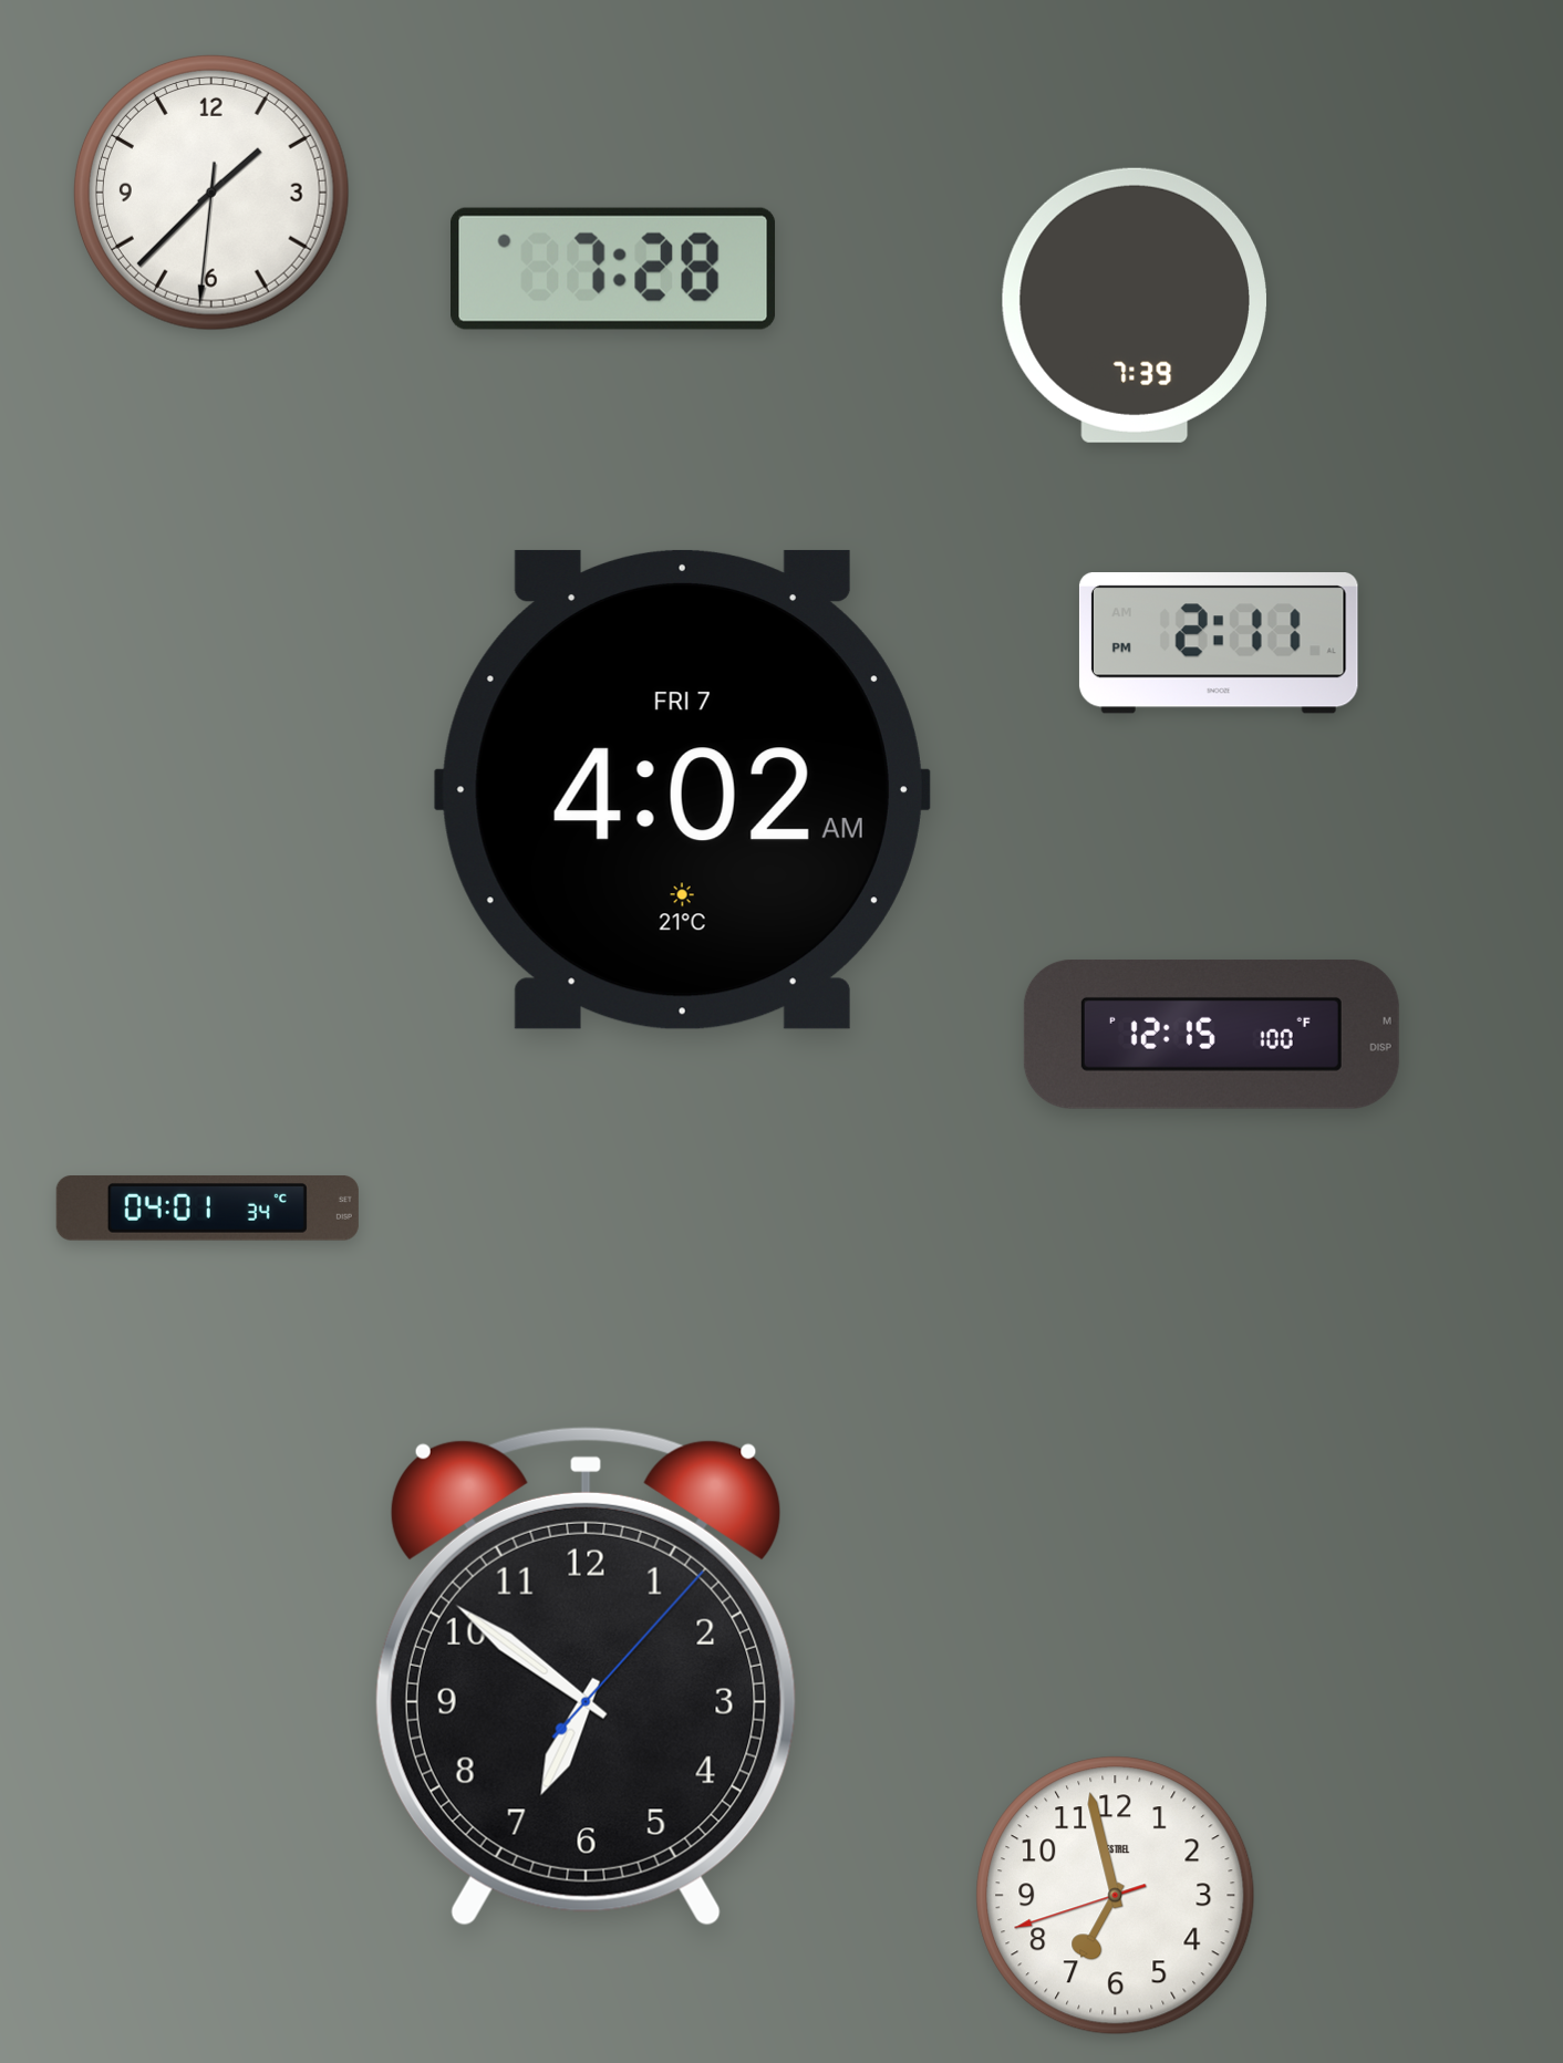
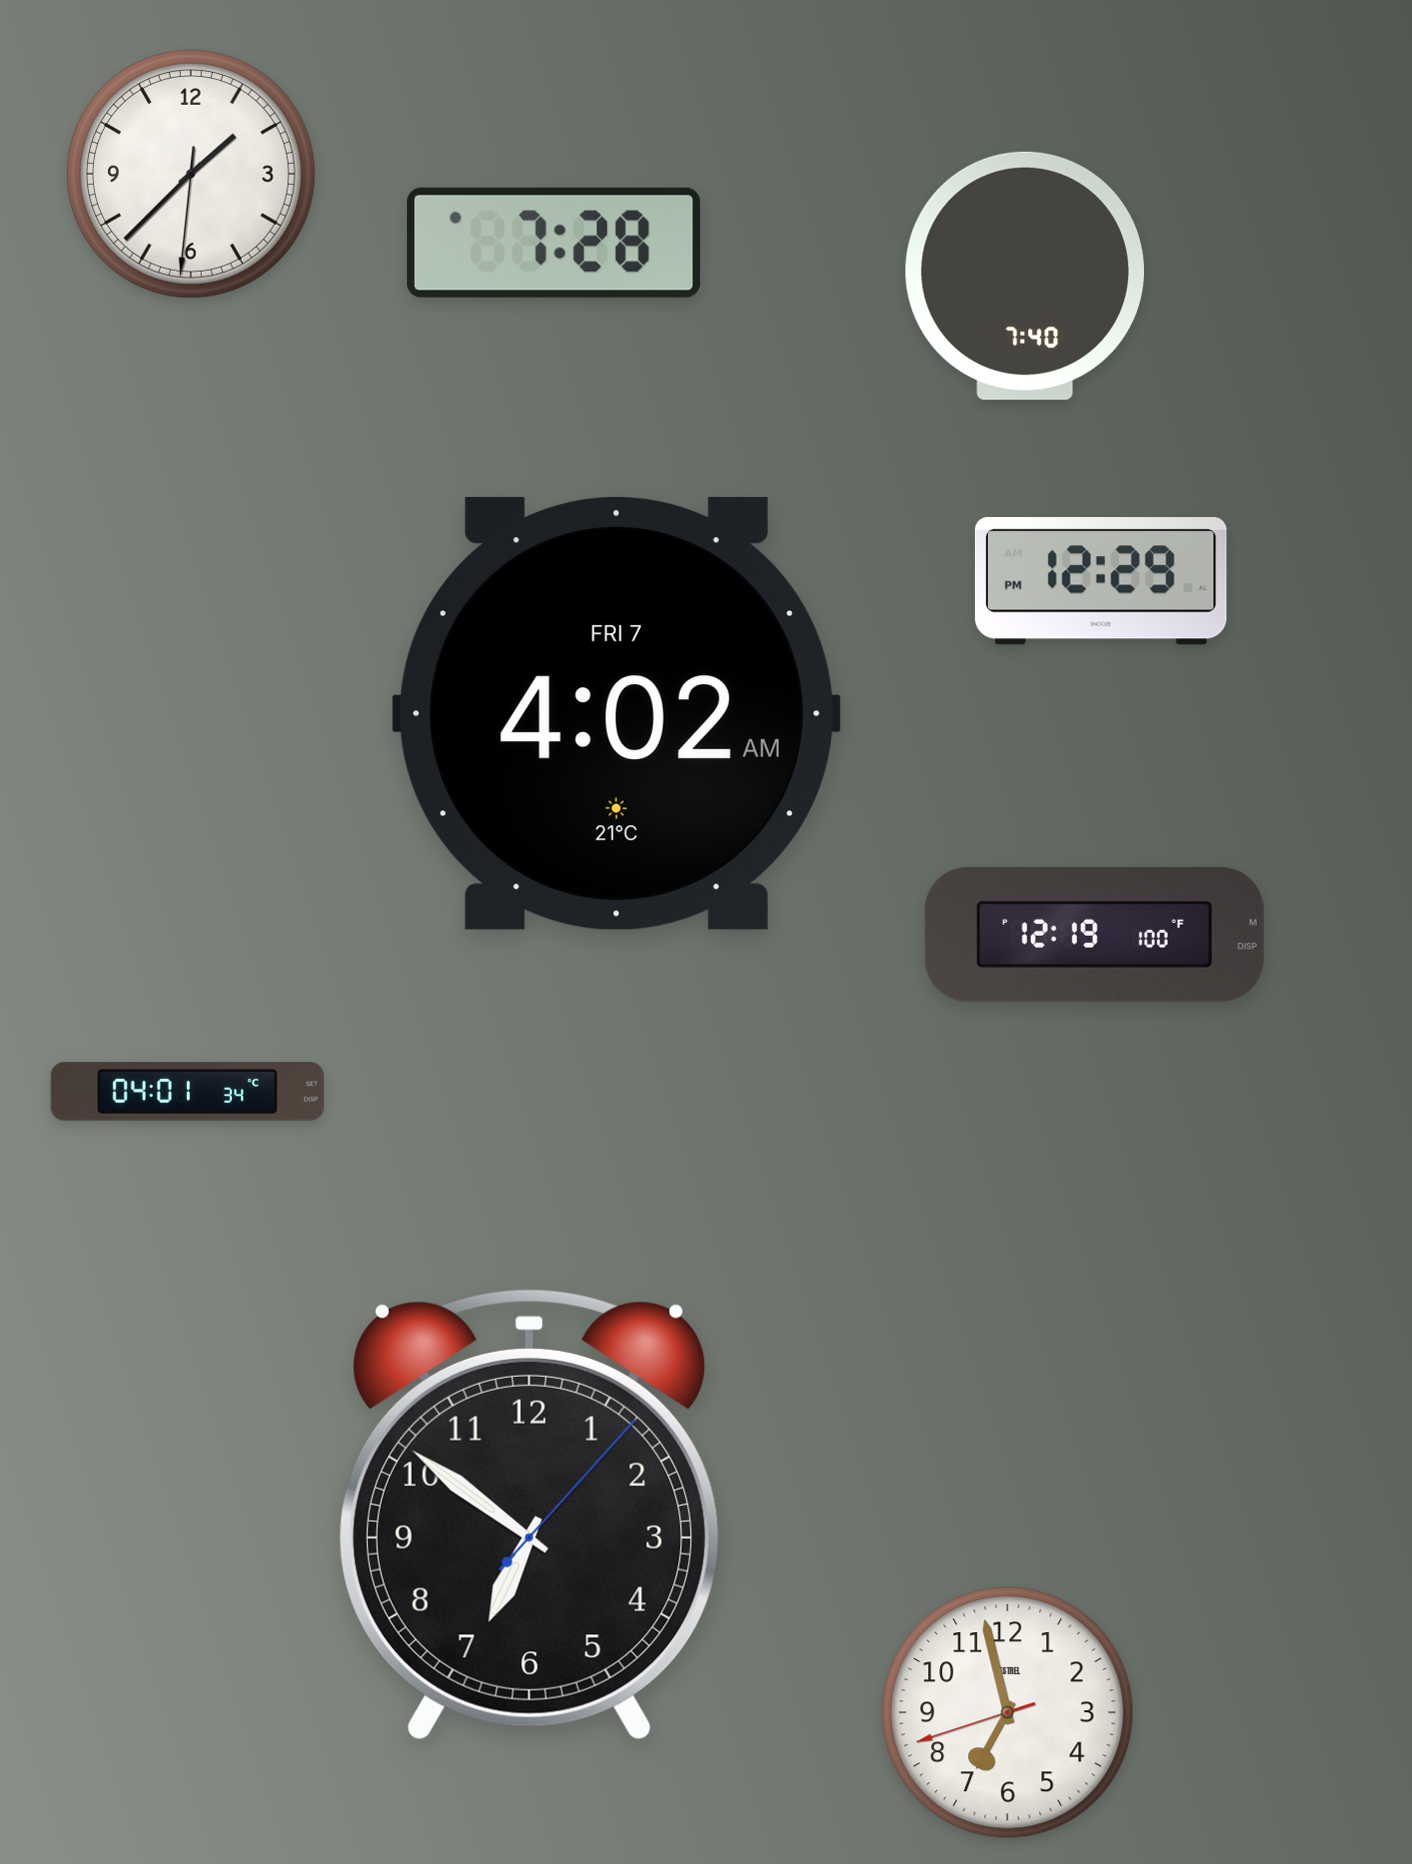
clock at (1135, 305): 7:39 -> 7:40
clock at (1219, 643): 2:11 -> 12:29
clock at (1211, 1034): 12:15 -> 12:19
